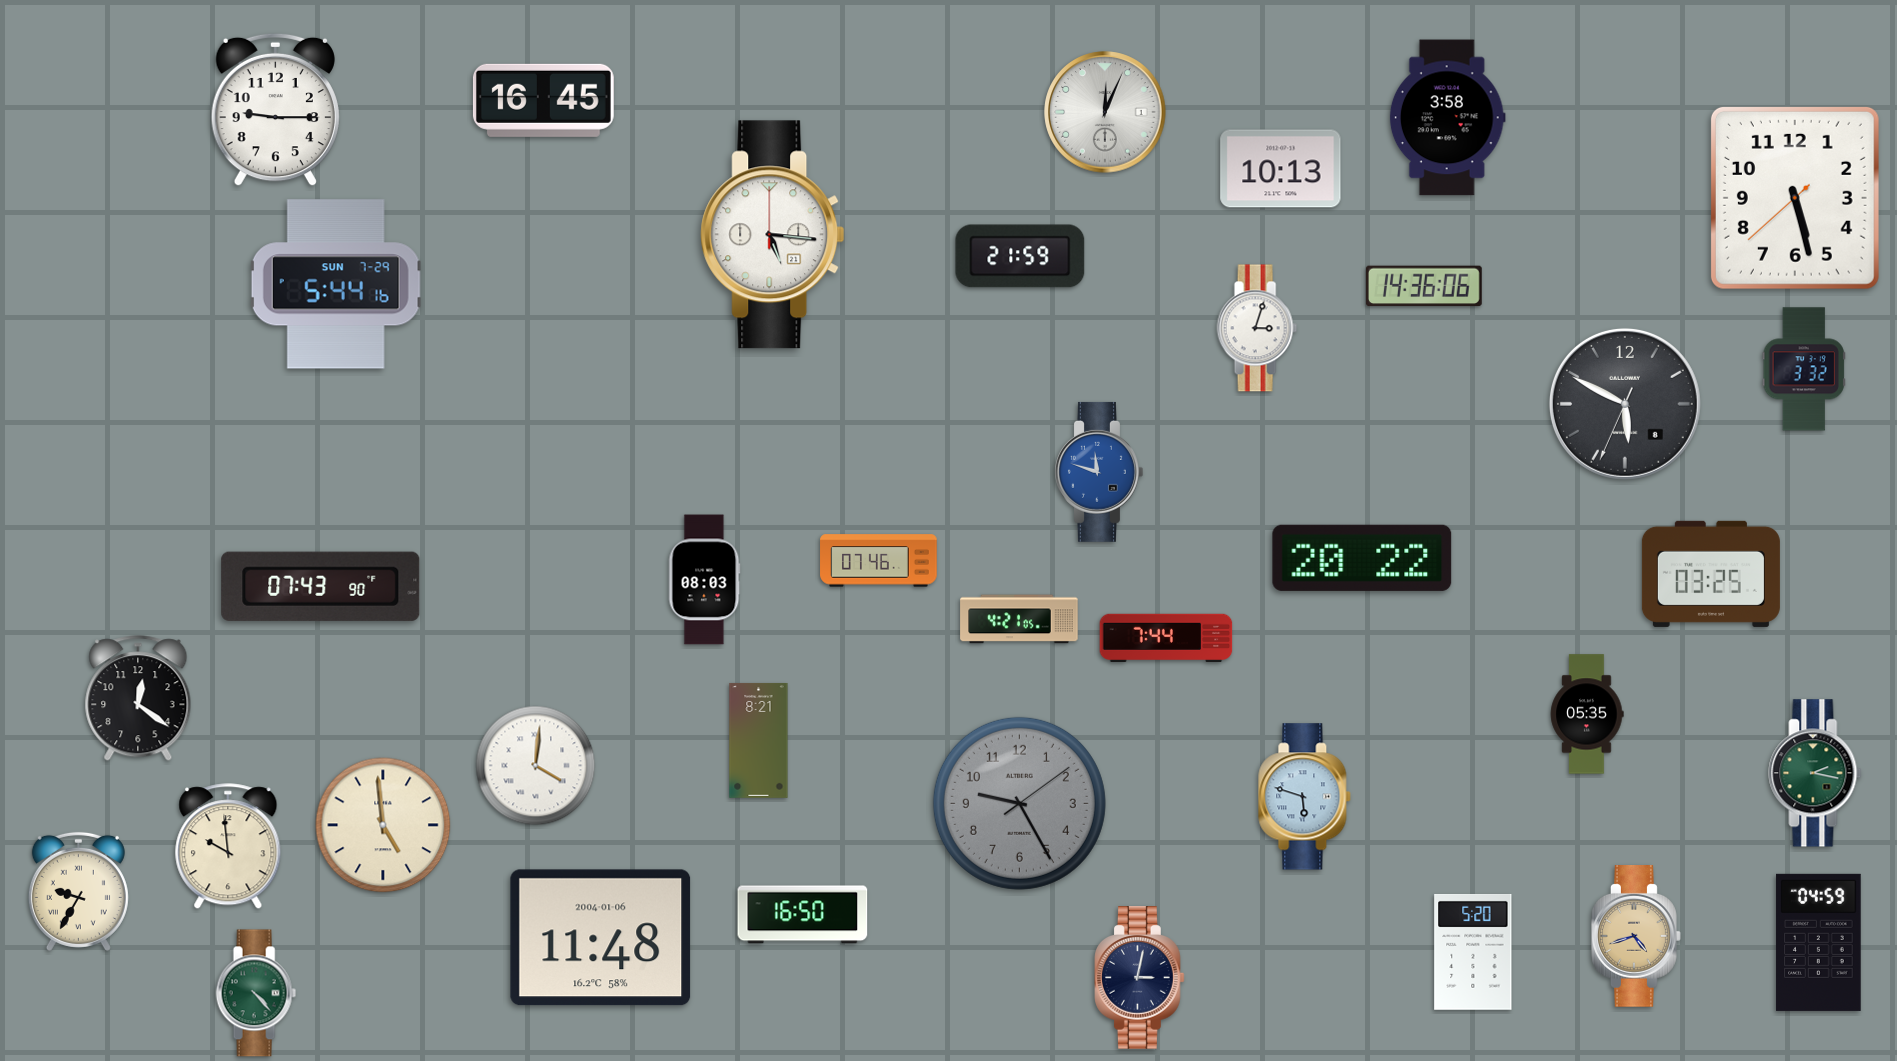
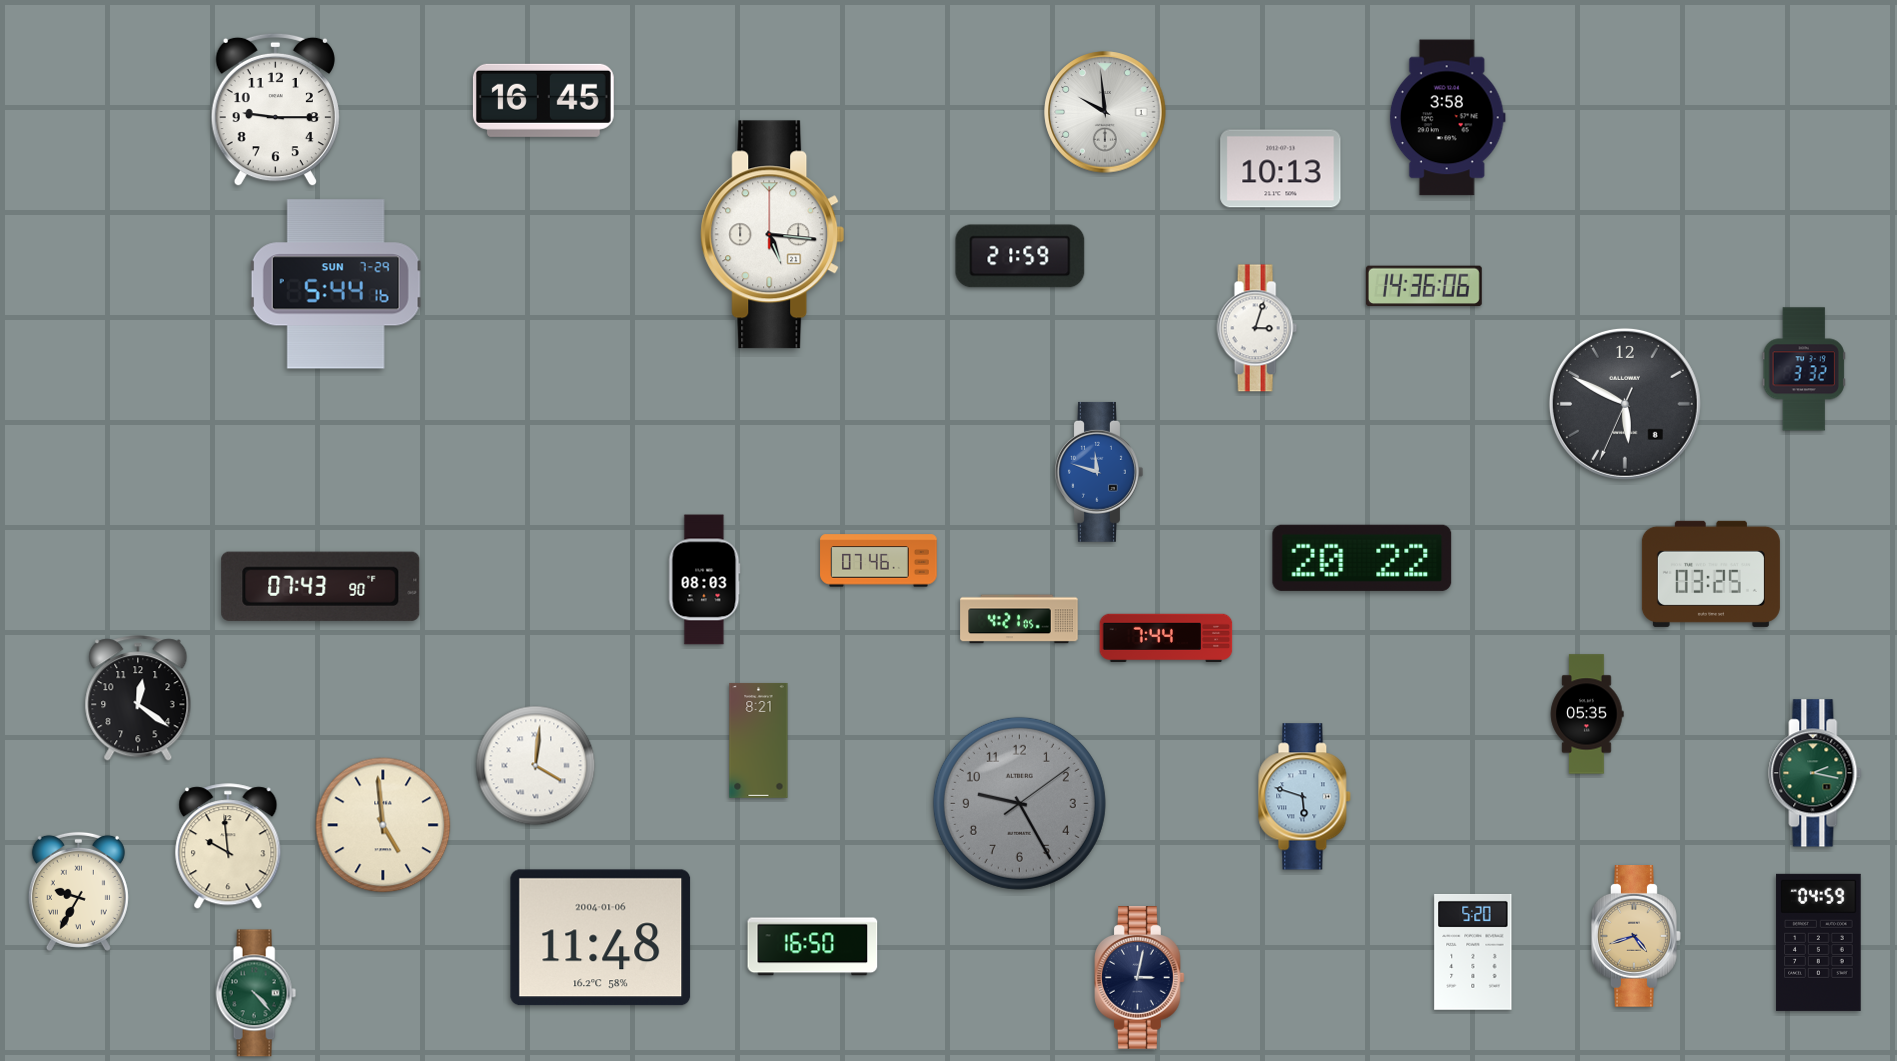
clock at (1105, 112): 12:04 -> 9:59
clock at (1795, 198): 5:27 -> none
clock at (803, 915) position: (803, 915) -> (813, 947)
